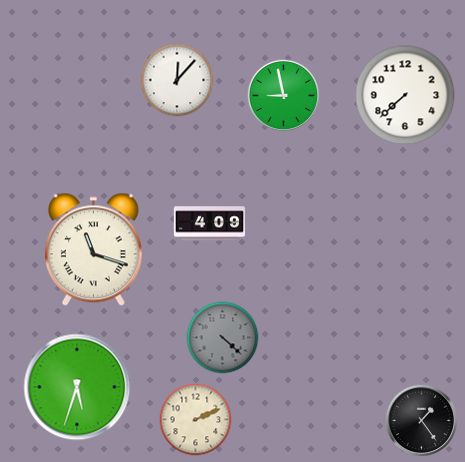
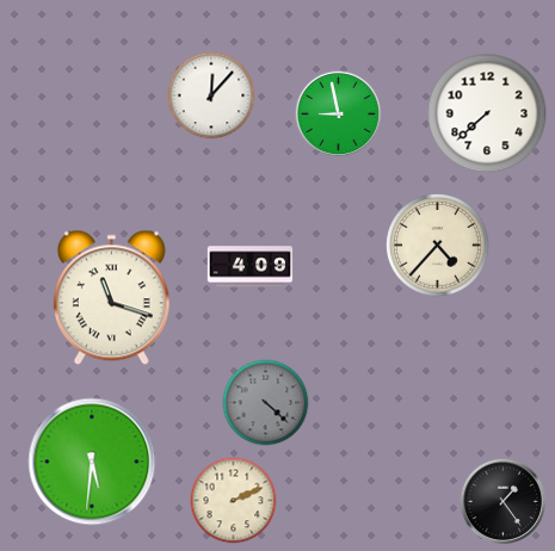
clock at (405, 95) position: (405, 95) -> (487, 113)
clock at (438, 246): none -> 4:37
clock at (77, 387): 5:33 -> 5:31
